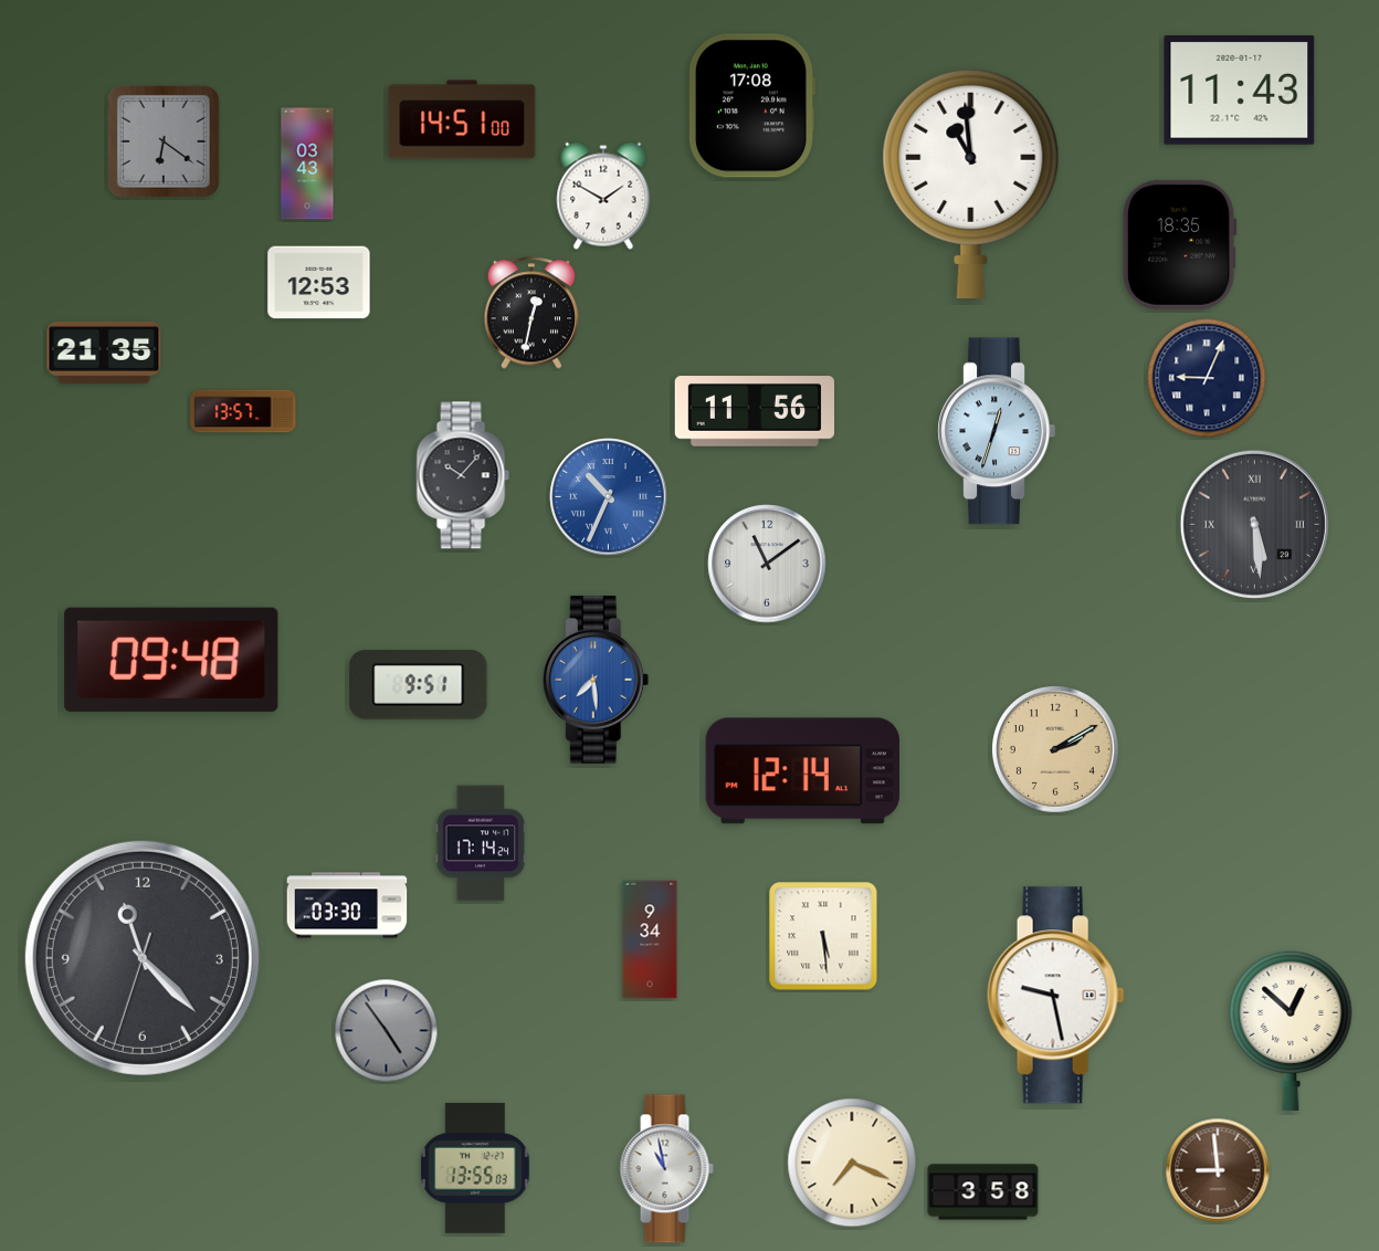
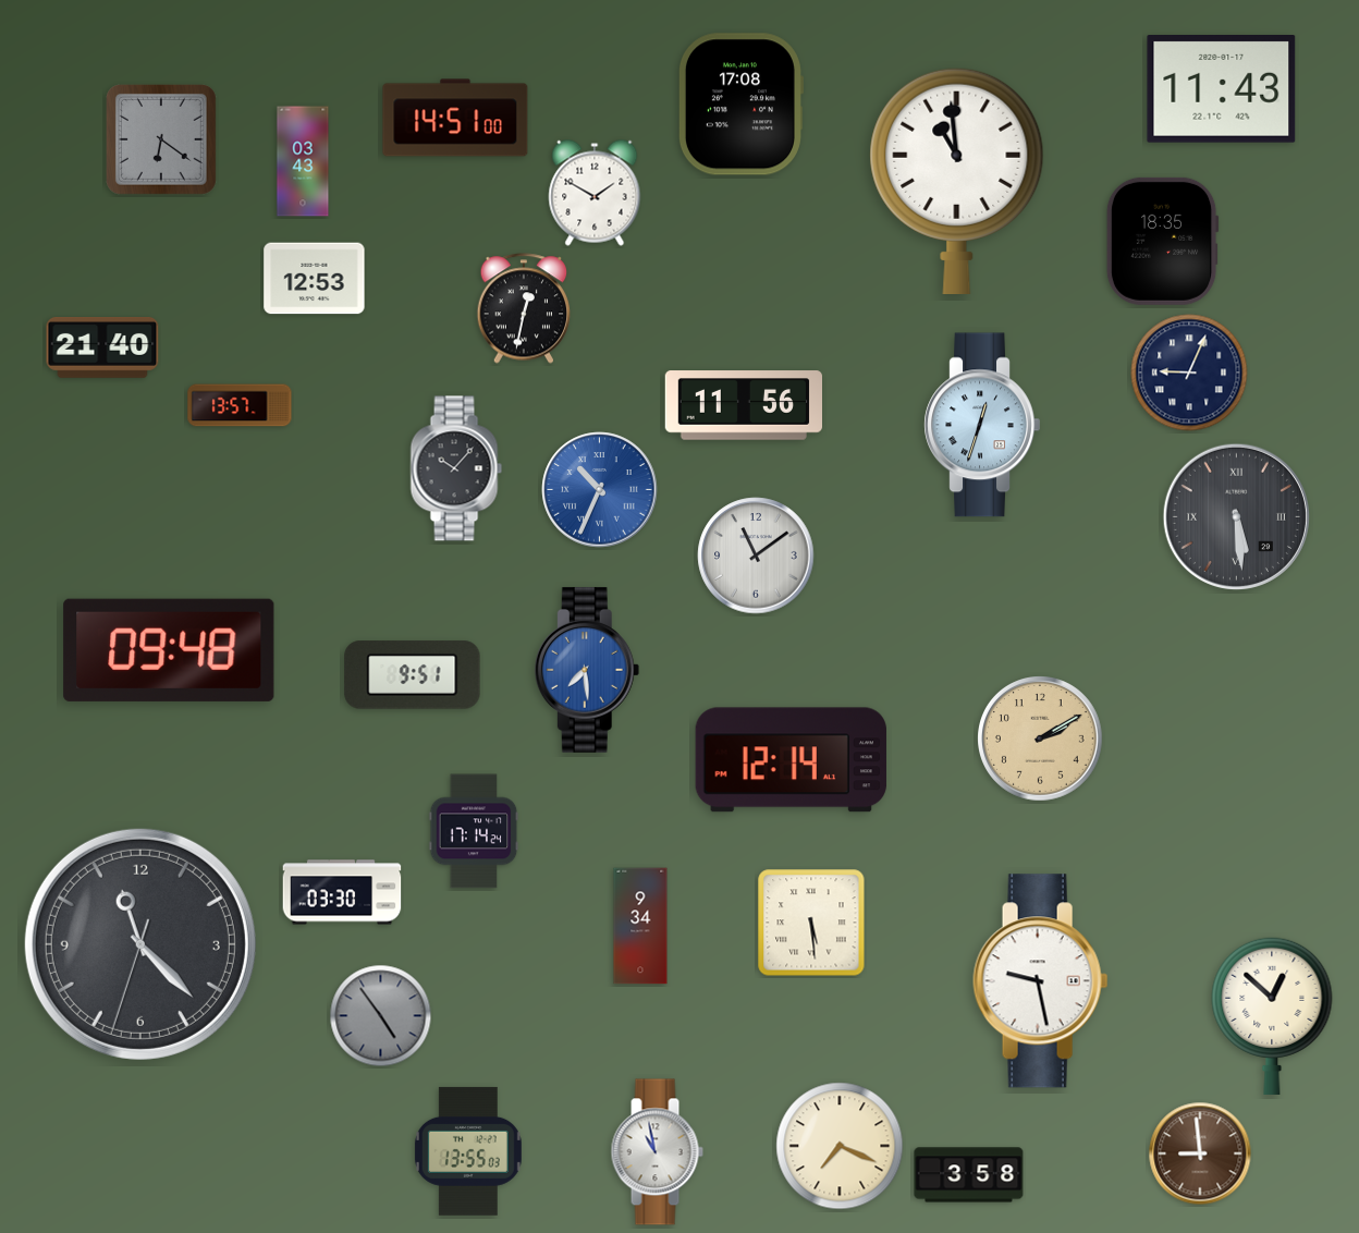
clock at (104, 354): 21:35 -> 21:40
